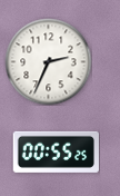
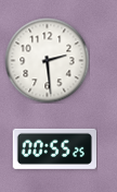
clock at (48, 61): 2:34 -> 2:29
